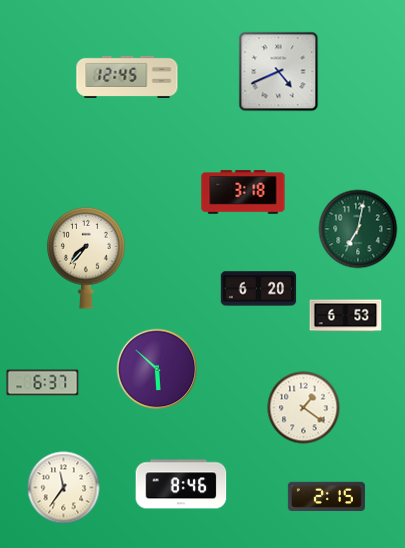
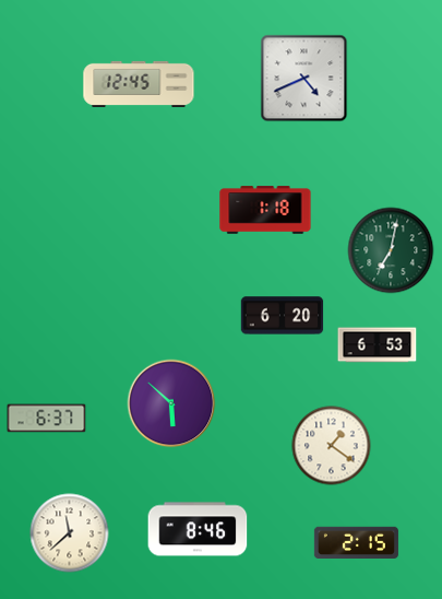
clock at (243, 192): 3:18 -> 1:18
clock at (86, 258): 7:37 -> none
clock at (64, 488): 11:36 -> 11:38
